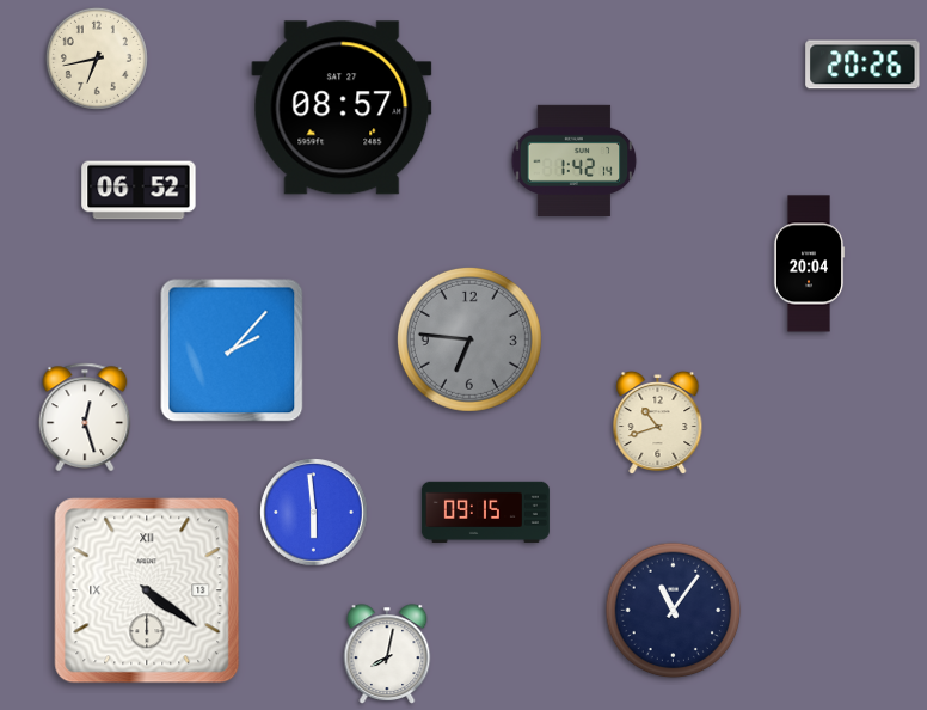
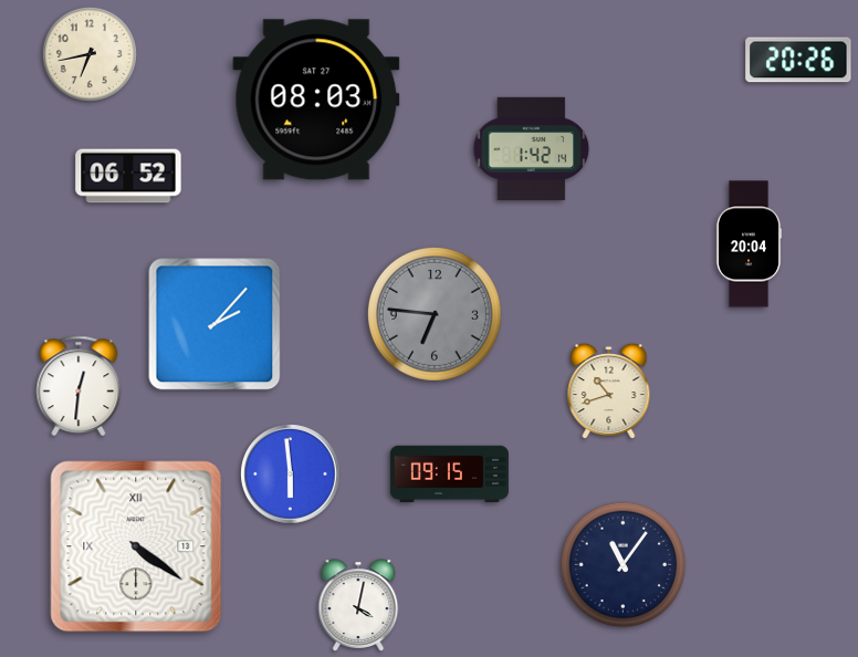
clock at (342, 108): 08:57 -> 08:03
clock at (85, 417): 12:27 -> 12:31
clock at (387, 654): 8:02 -> 4:02
